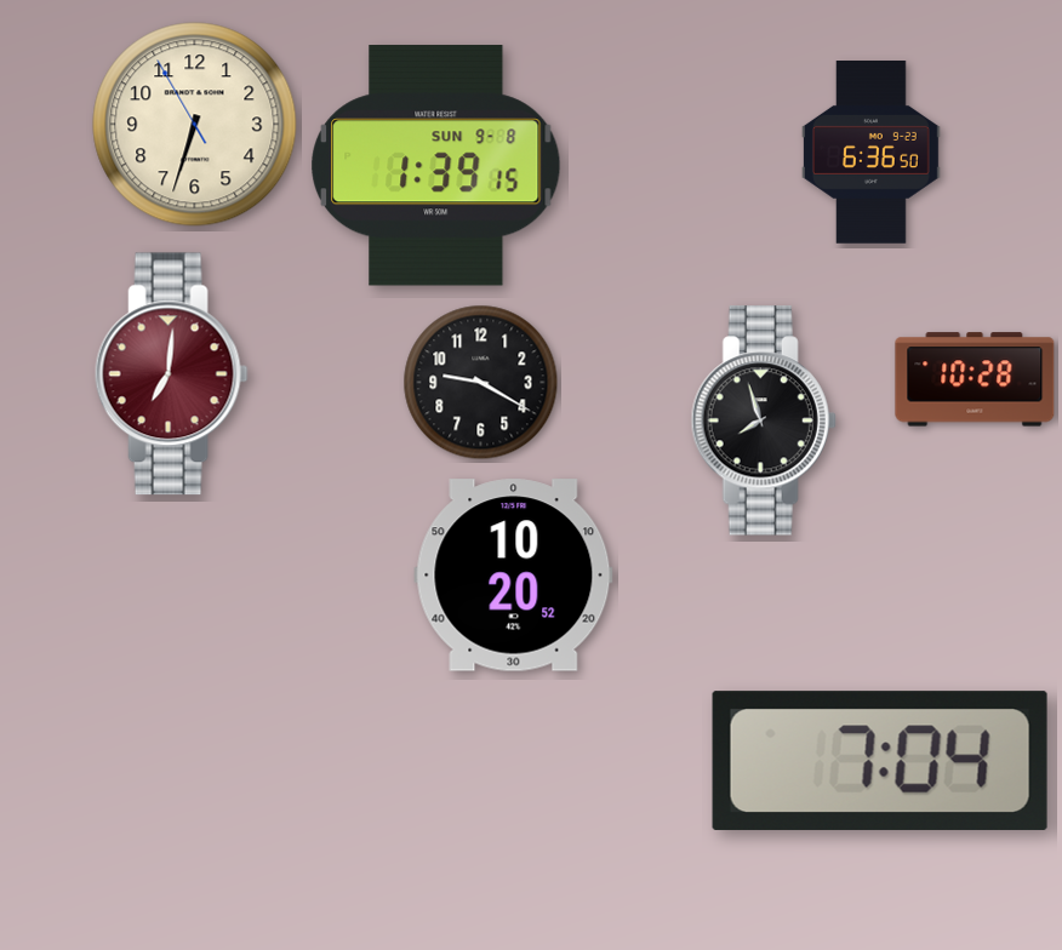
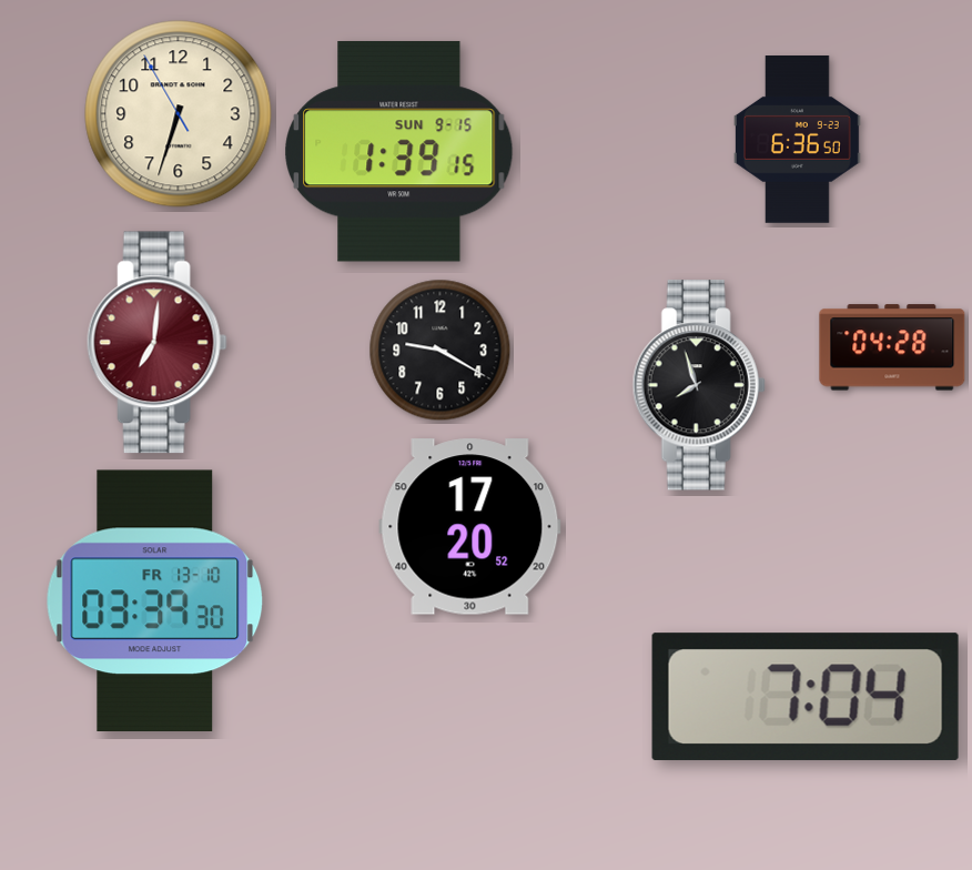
clock at (436, 166) date: SUN 9-8 -> SUN 9-15
clock at (975, 379): 10:28 -> 04:28
clock at (514, 576): 10:20 -> 17:20
clock at (155, 600): none -> 03:39
